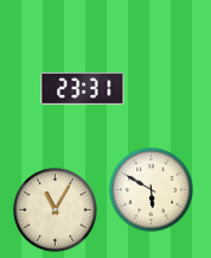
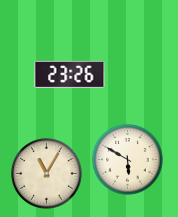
clock at (83, 88): 23:31 -> 23:26
clock at (56, 210) position: (56, 210) -> (47, 174)
